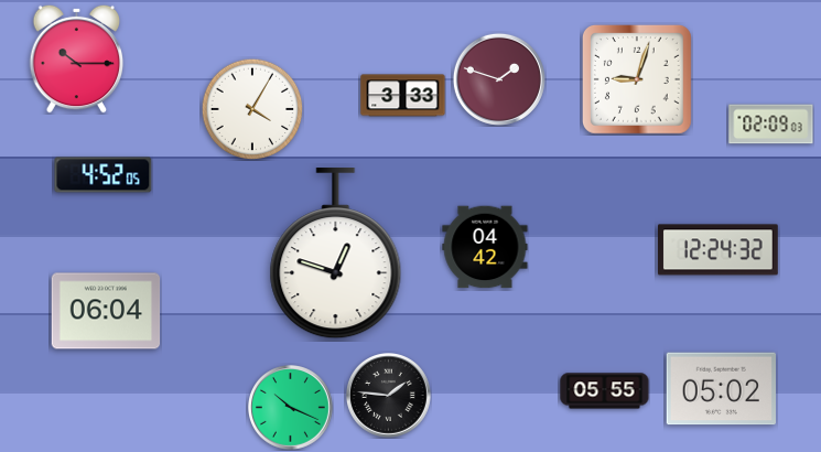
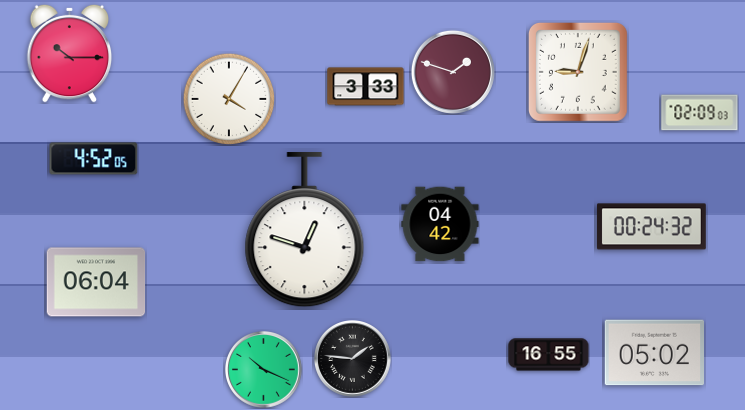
clock at (719, 250): 12:24 -> 00:24
clock at (605, 391): 05:55 -> 16:55
